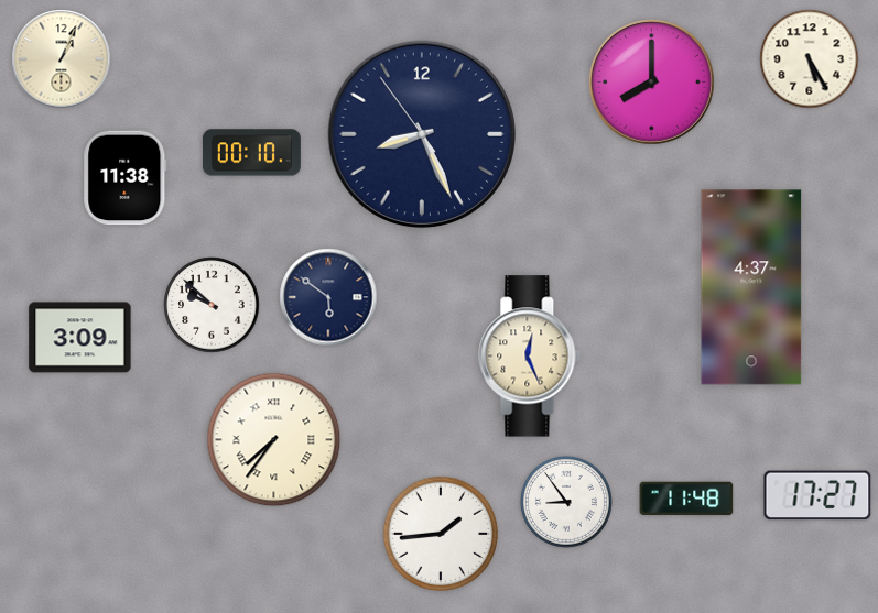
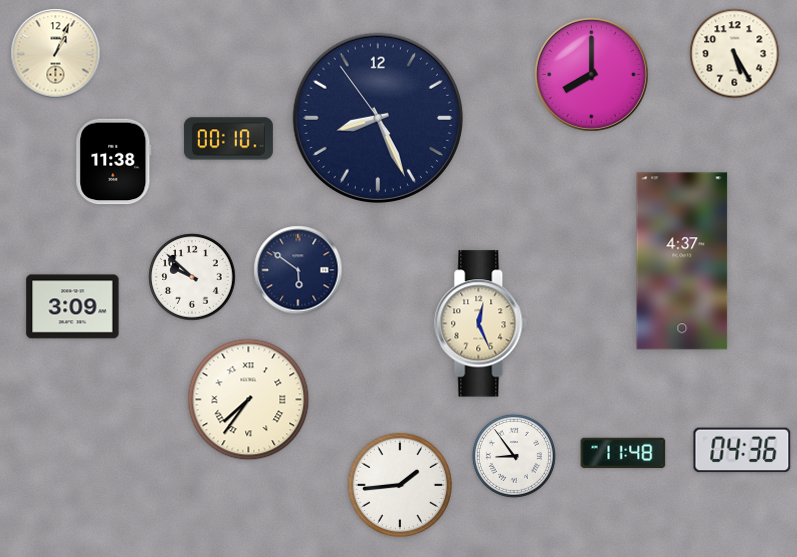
clock at (422, 134) position: (422, 134) -> (378, 118)
clock at (817, 495): 17:27 -> 04:36
